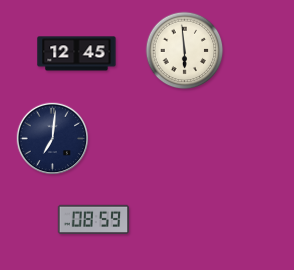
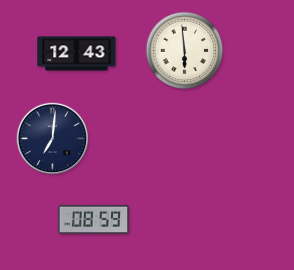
clock at (77, 54): 12:45 -> 12:43
